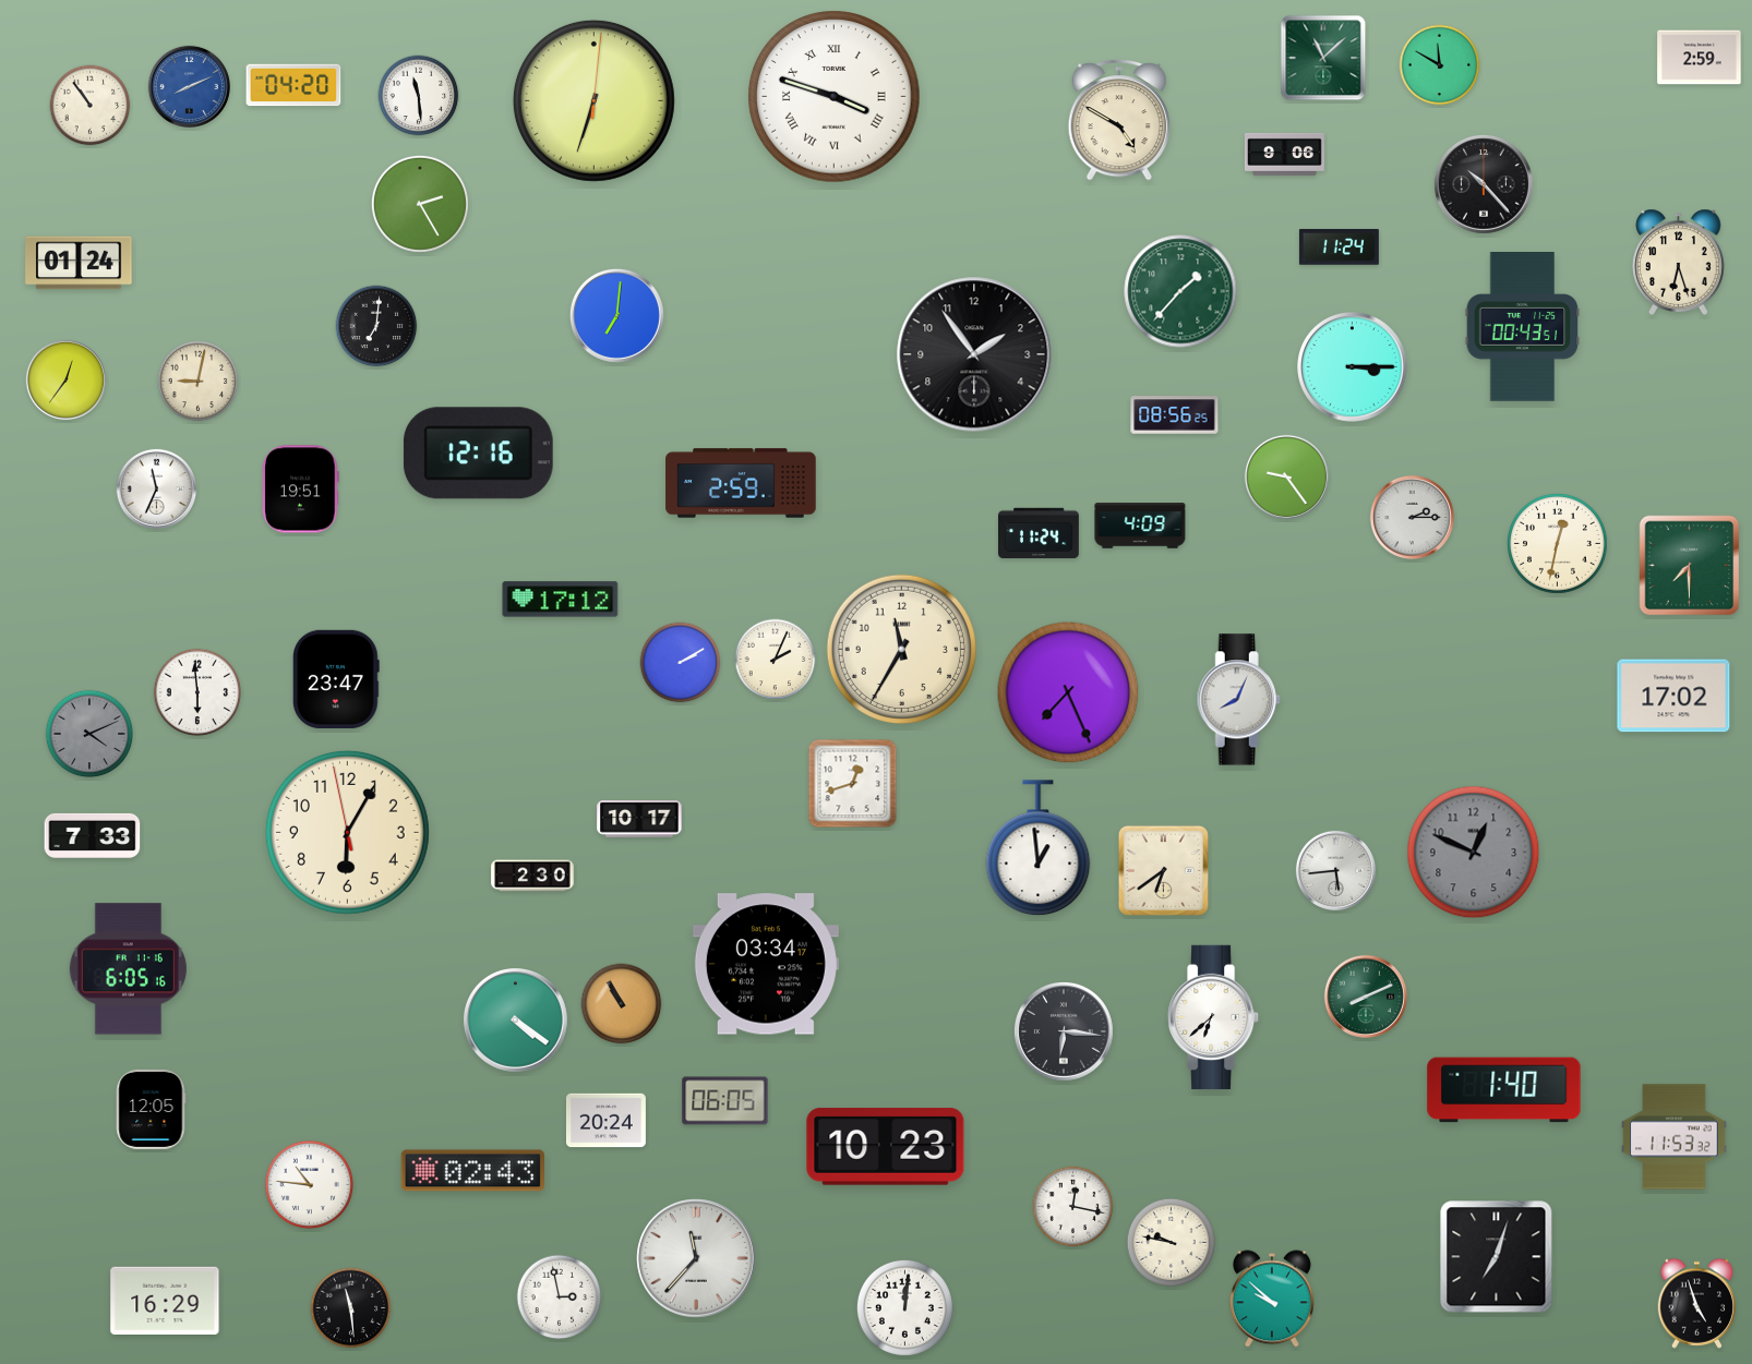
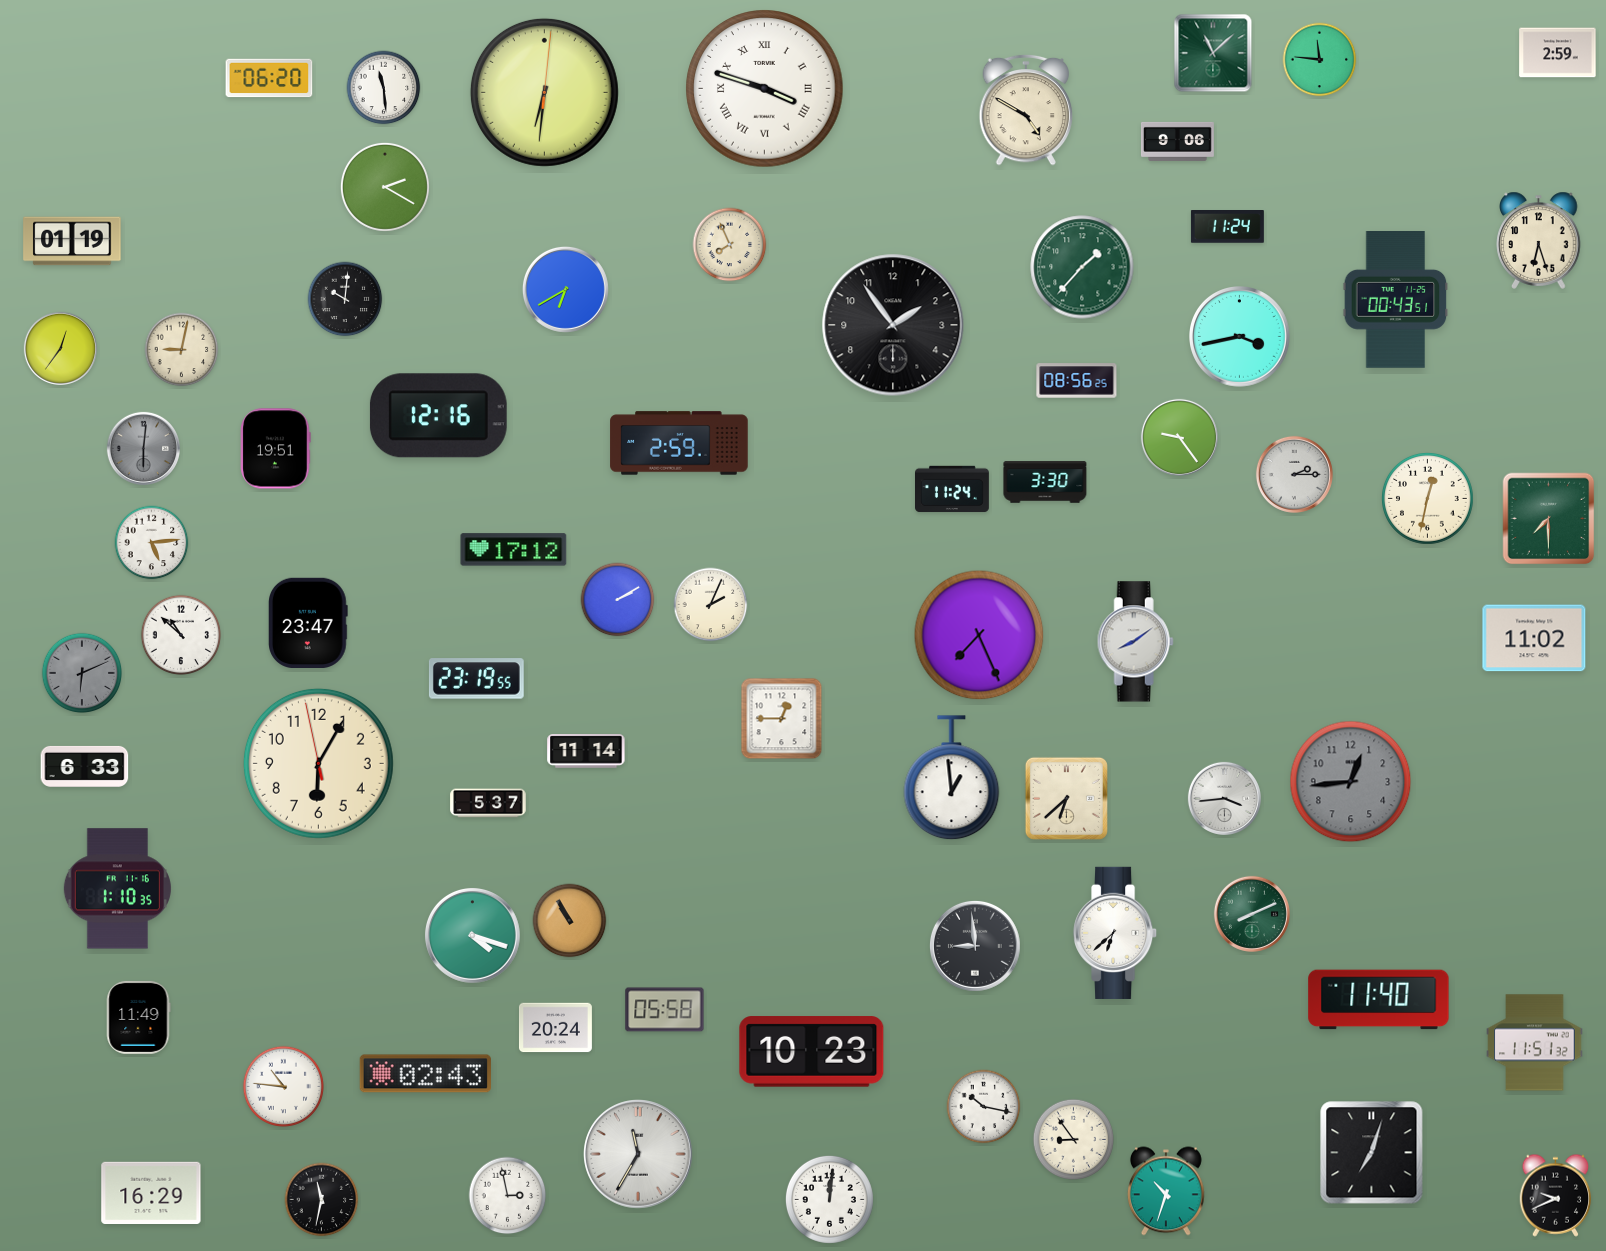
clock at (1440, 65): 11:50 -> 11:46
clock at (293, 85): 04:20 -> 06:20
clock at (189, 86): 8:11 -> none
clock at (593, 100): 6:33 -> 6:31
clock at (91, 106): 10:54 -> none
clock at (1484, 184): 10:23 -> none
clock at (420, 204): 2:25 -> 2:20
clock at (79, 263): 01:24 -> 01:19
clock at (730, 245): none -> 7:56
clock at (616, 315): 7:01 -> 6:40
clock at (376, 326): 7:01 -> 10:01
clock at (1353, 367): 3:15 -> 3:43
clock at (156, 488): 11:34 -> 6:01
clock at (156, 488) dial: white -> grey
clock at (1140, 526): 4:09 -> 3:30
clock at (152, 543): none -> 5:14
clock at (901, 649): 11:35 -> none
clock at (681, 663) position: (681, 663) -> (618, 600)
clock at (197, 692): 5:59 -> 10:52
clock at (1673, 696): 17:02 -> 11:02
clock at (1238, 700): 8:04 -> 8:09
clock at (89, 734): 4:11 -> 6:11
clock at (476, 679): none -> 23:19
clock at (853, 784): 12:42 -> 12:45
clock at (639, 819): 10:17 -> 11:14
clock at (93, 835): 7:33 -> 6:33
clock at (1474, 853): 12:49 -> 12:44
clock at (1163, 870): 6:39 -> 6:38
clock at (1335, 870): 5:44 -> 3:44
clock at (532, 876): 2:30 -> 5:37
clock at (766, 964): 03:34 -> none
clock at (128, 969): 6:05 -> 1:10
clock at (1214, 1017) position: (1214, 1017) -> (1116, 933)
clock at (515, 1019): 4:21 -> 4:18
clock at (1064, 1031): 6:16 -> 8:59
clock at (1504, 1090): 1:40 -> 11:40
clock at (725, 1101): 06:05 -> 05:58
clock at (151, 1109): 12:05 -> 11:49
clock at (1675, 1137): 11:53 -> 11:51
clock at (472, 1171) position: (472, 1171) -> (425, 1074)
clock at (1073, 1207): 12:17 -> 10:17
clock at (1172, 1243): 9:47 -> 8:54
clock at (696, 1258): 11:37 -> 11:35
clock at (560, 1297) position: (560, 1297) -> (508, 1196)
clock at (1272, 1299): 9:52 -> 10:33
clock at (1697, 1303): 4:57 -> 9:41
clock at (351, 1308): 11:29 -> 11:32
